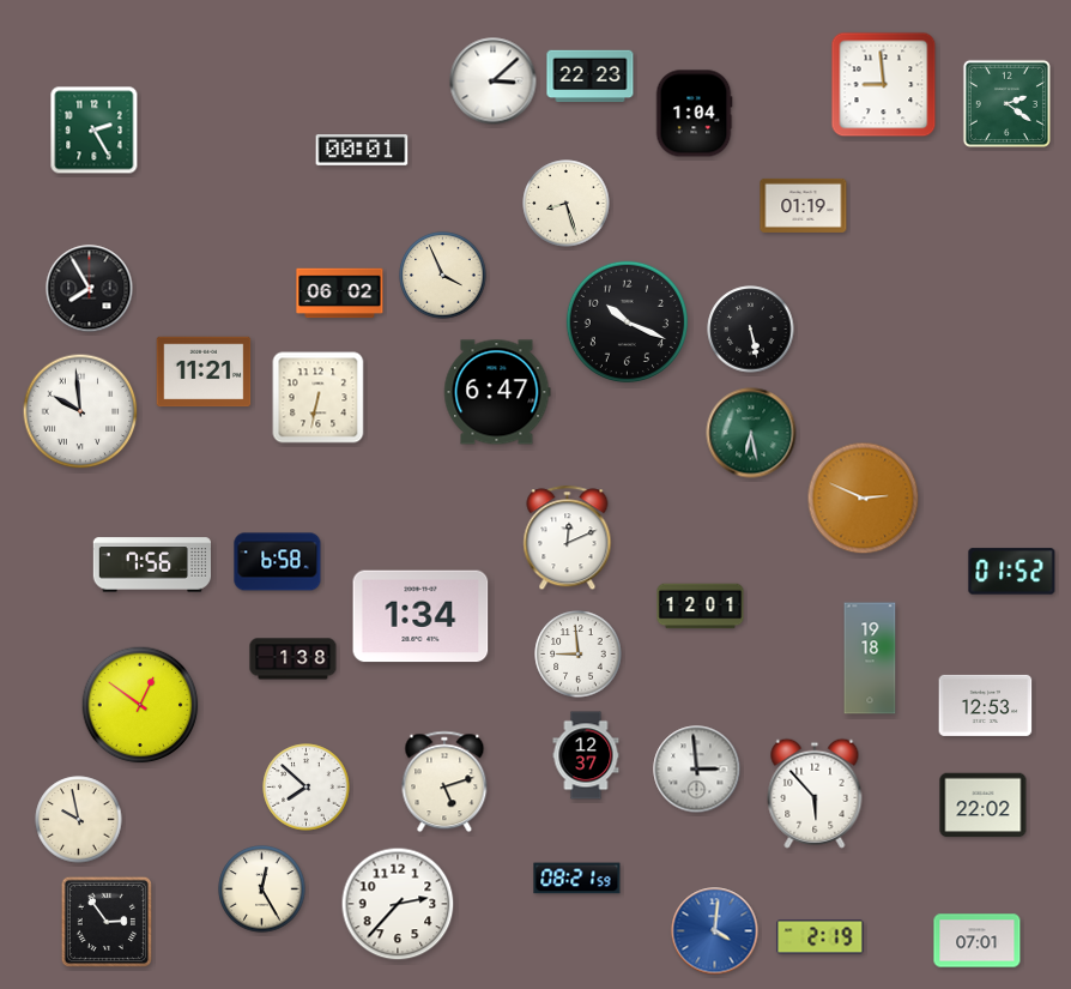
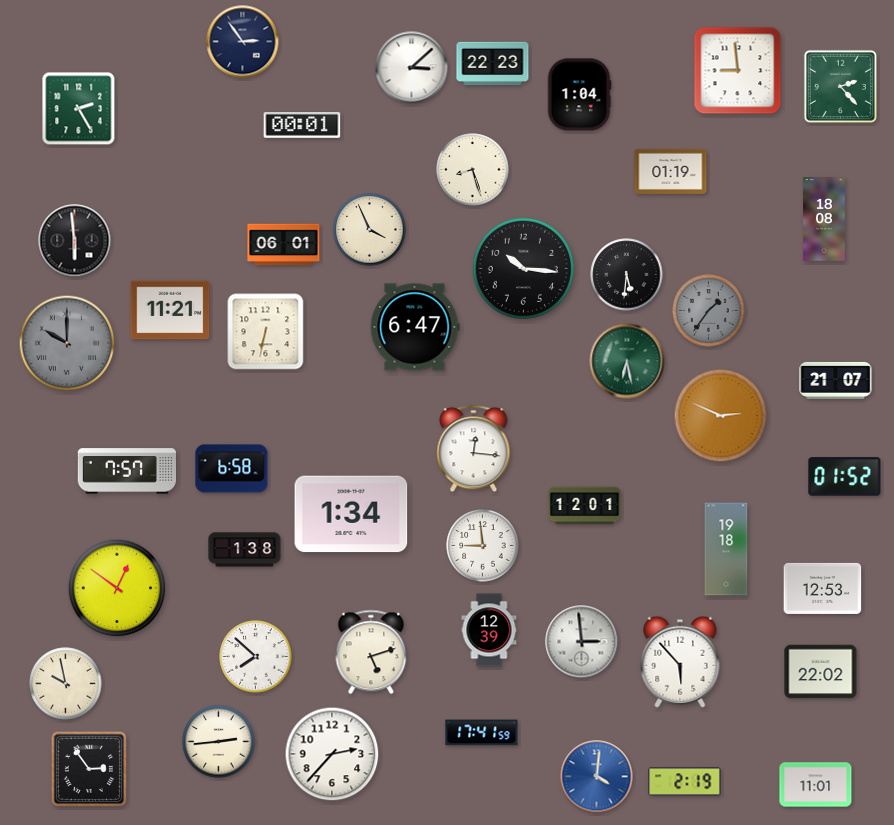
clock at (243, 42): none -> 2:54
clock at (1006, 103): 2:21 -> 2:23
clock at (825, 219): none -> 18:08
clock at (90, 289): 7:55 -> 5:59
clock at (340, 294): 06:02 -> 06:01
clock at (627, 321): 10:19 -> 10:16
clock at (751, 330): 5:28 -> 5:31
clock at (709, 311): none -> 1:36
clock at (80, 411): 9:59 -> 10:00
clock at (80, 411) dial: white -> grey
clock at (836, 380): none -> 21:07
clock at (568, 538): 12:11 -> 12:16
clock at (151, 565): 7:56 -> 7:57
clock at (586, 755): 12:37 -> 12:39
clock at (577, 879): 08:21 -> 17:41
clock at (262, 890): 12:25 -> 2:44
clock at (978, 941): 07:01 -> 11:01
